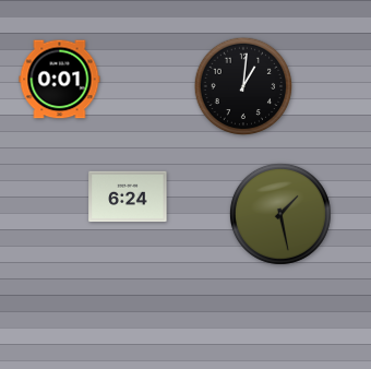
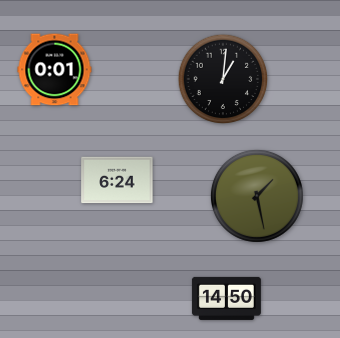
clock at (60, 80) position: (60, 80) -> (55, 70)
clock at (226, 298): none -> 14:50
